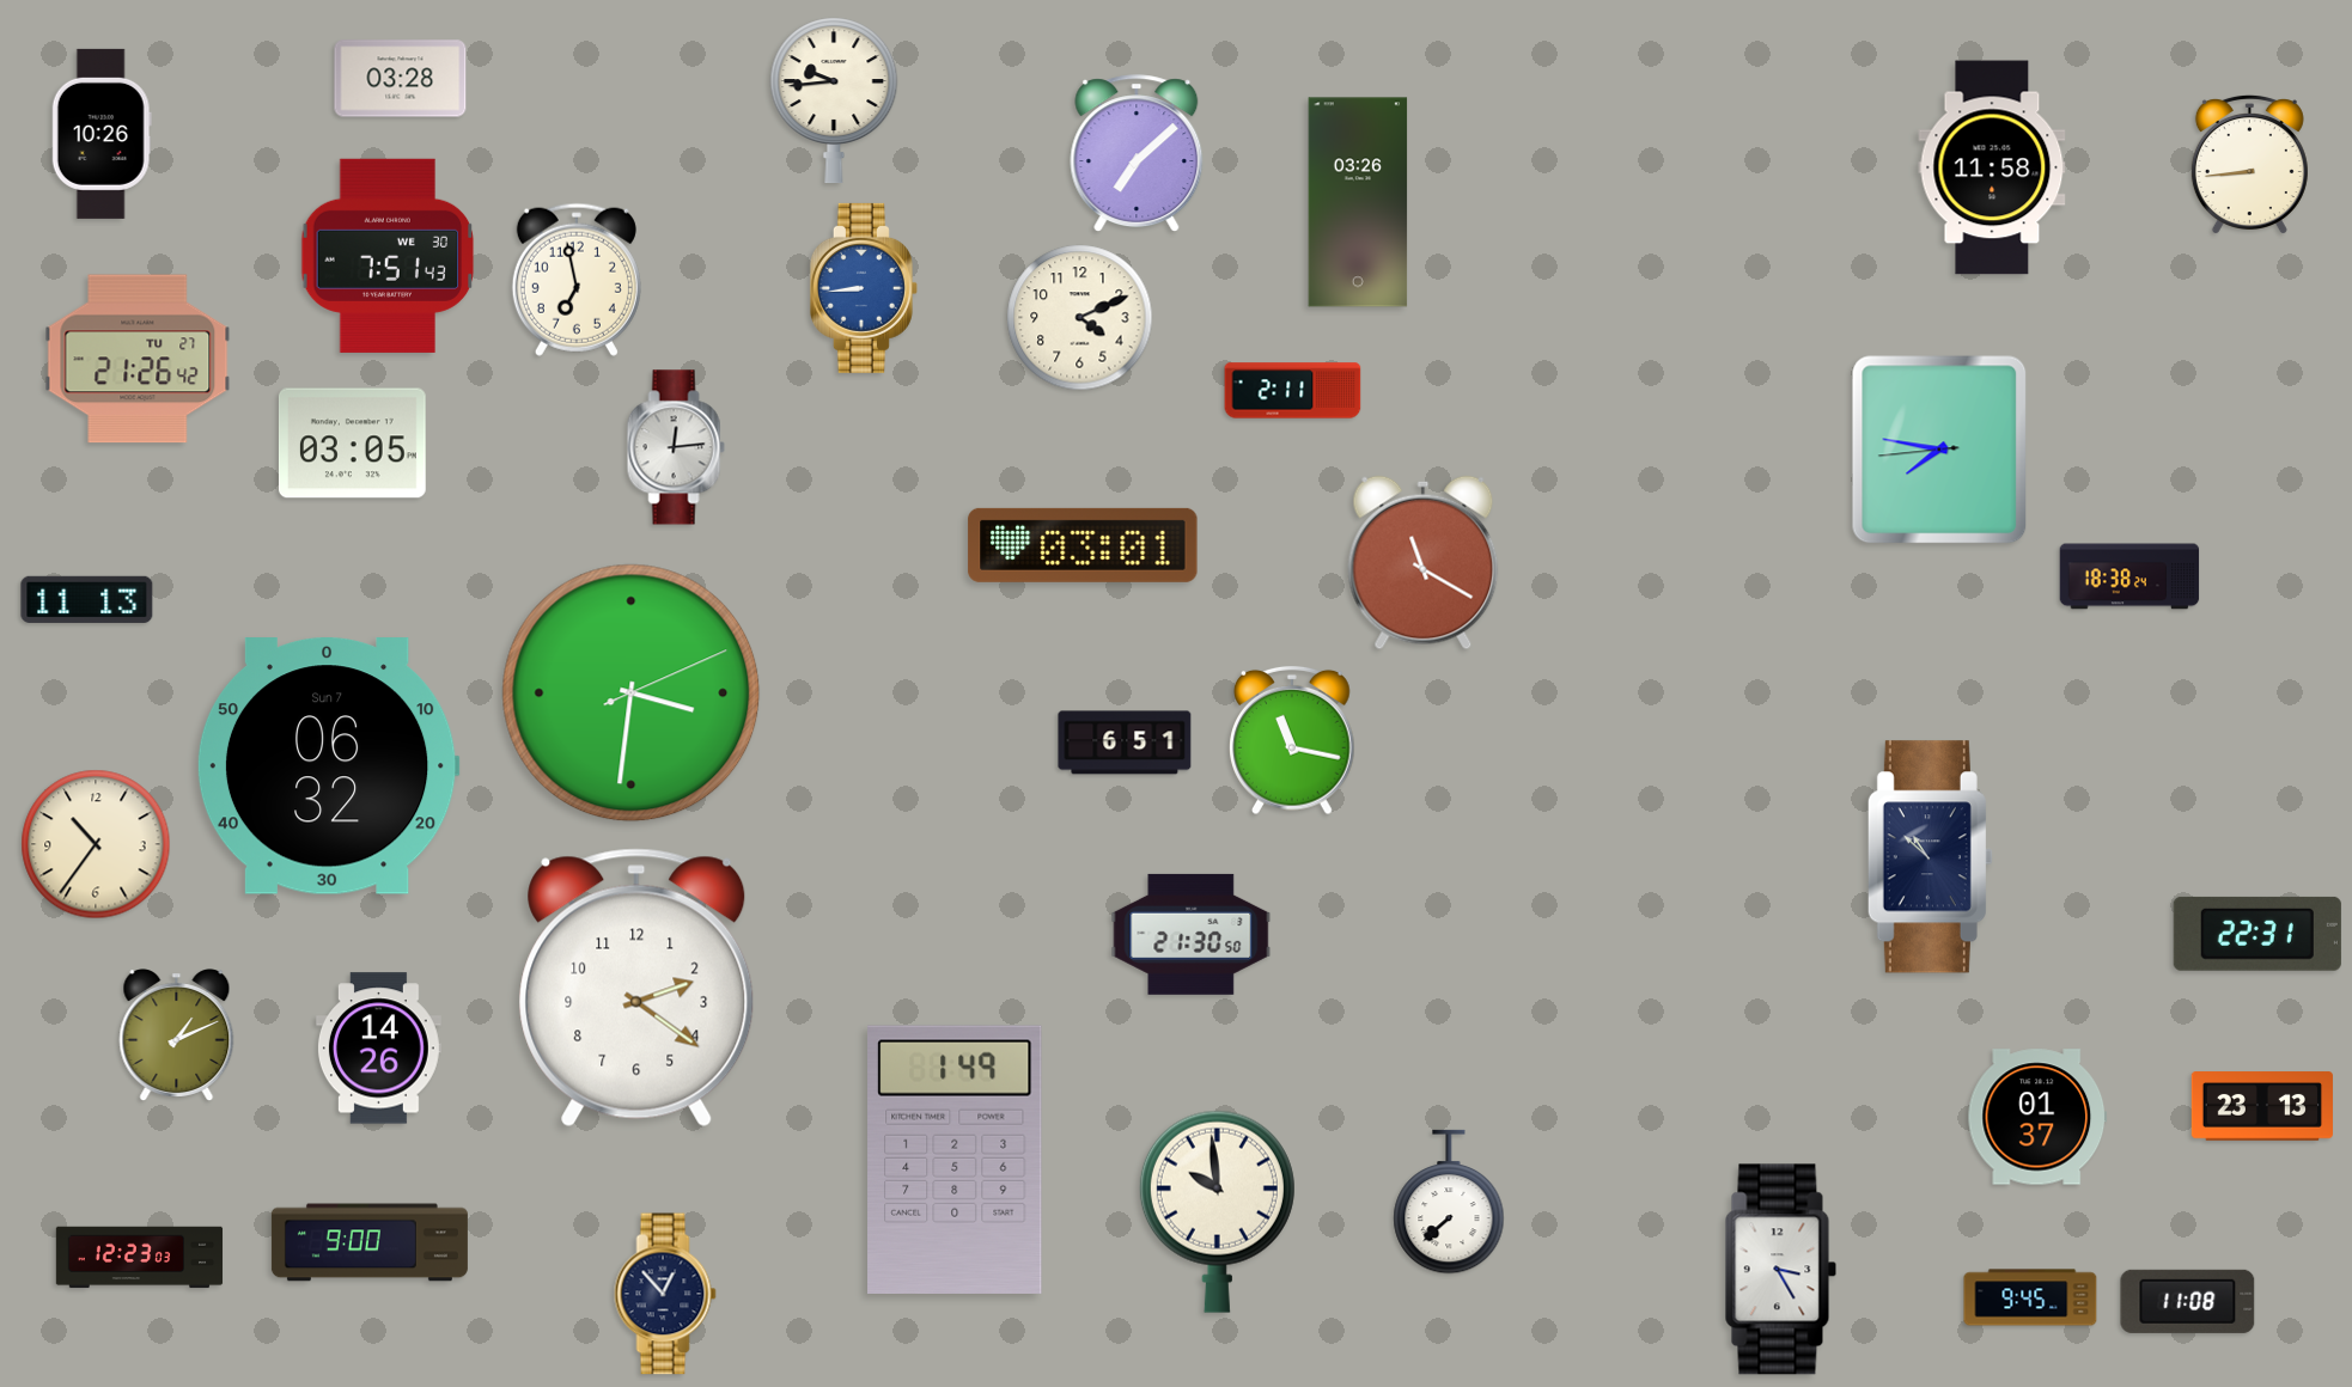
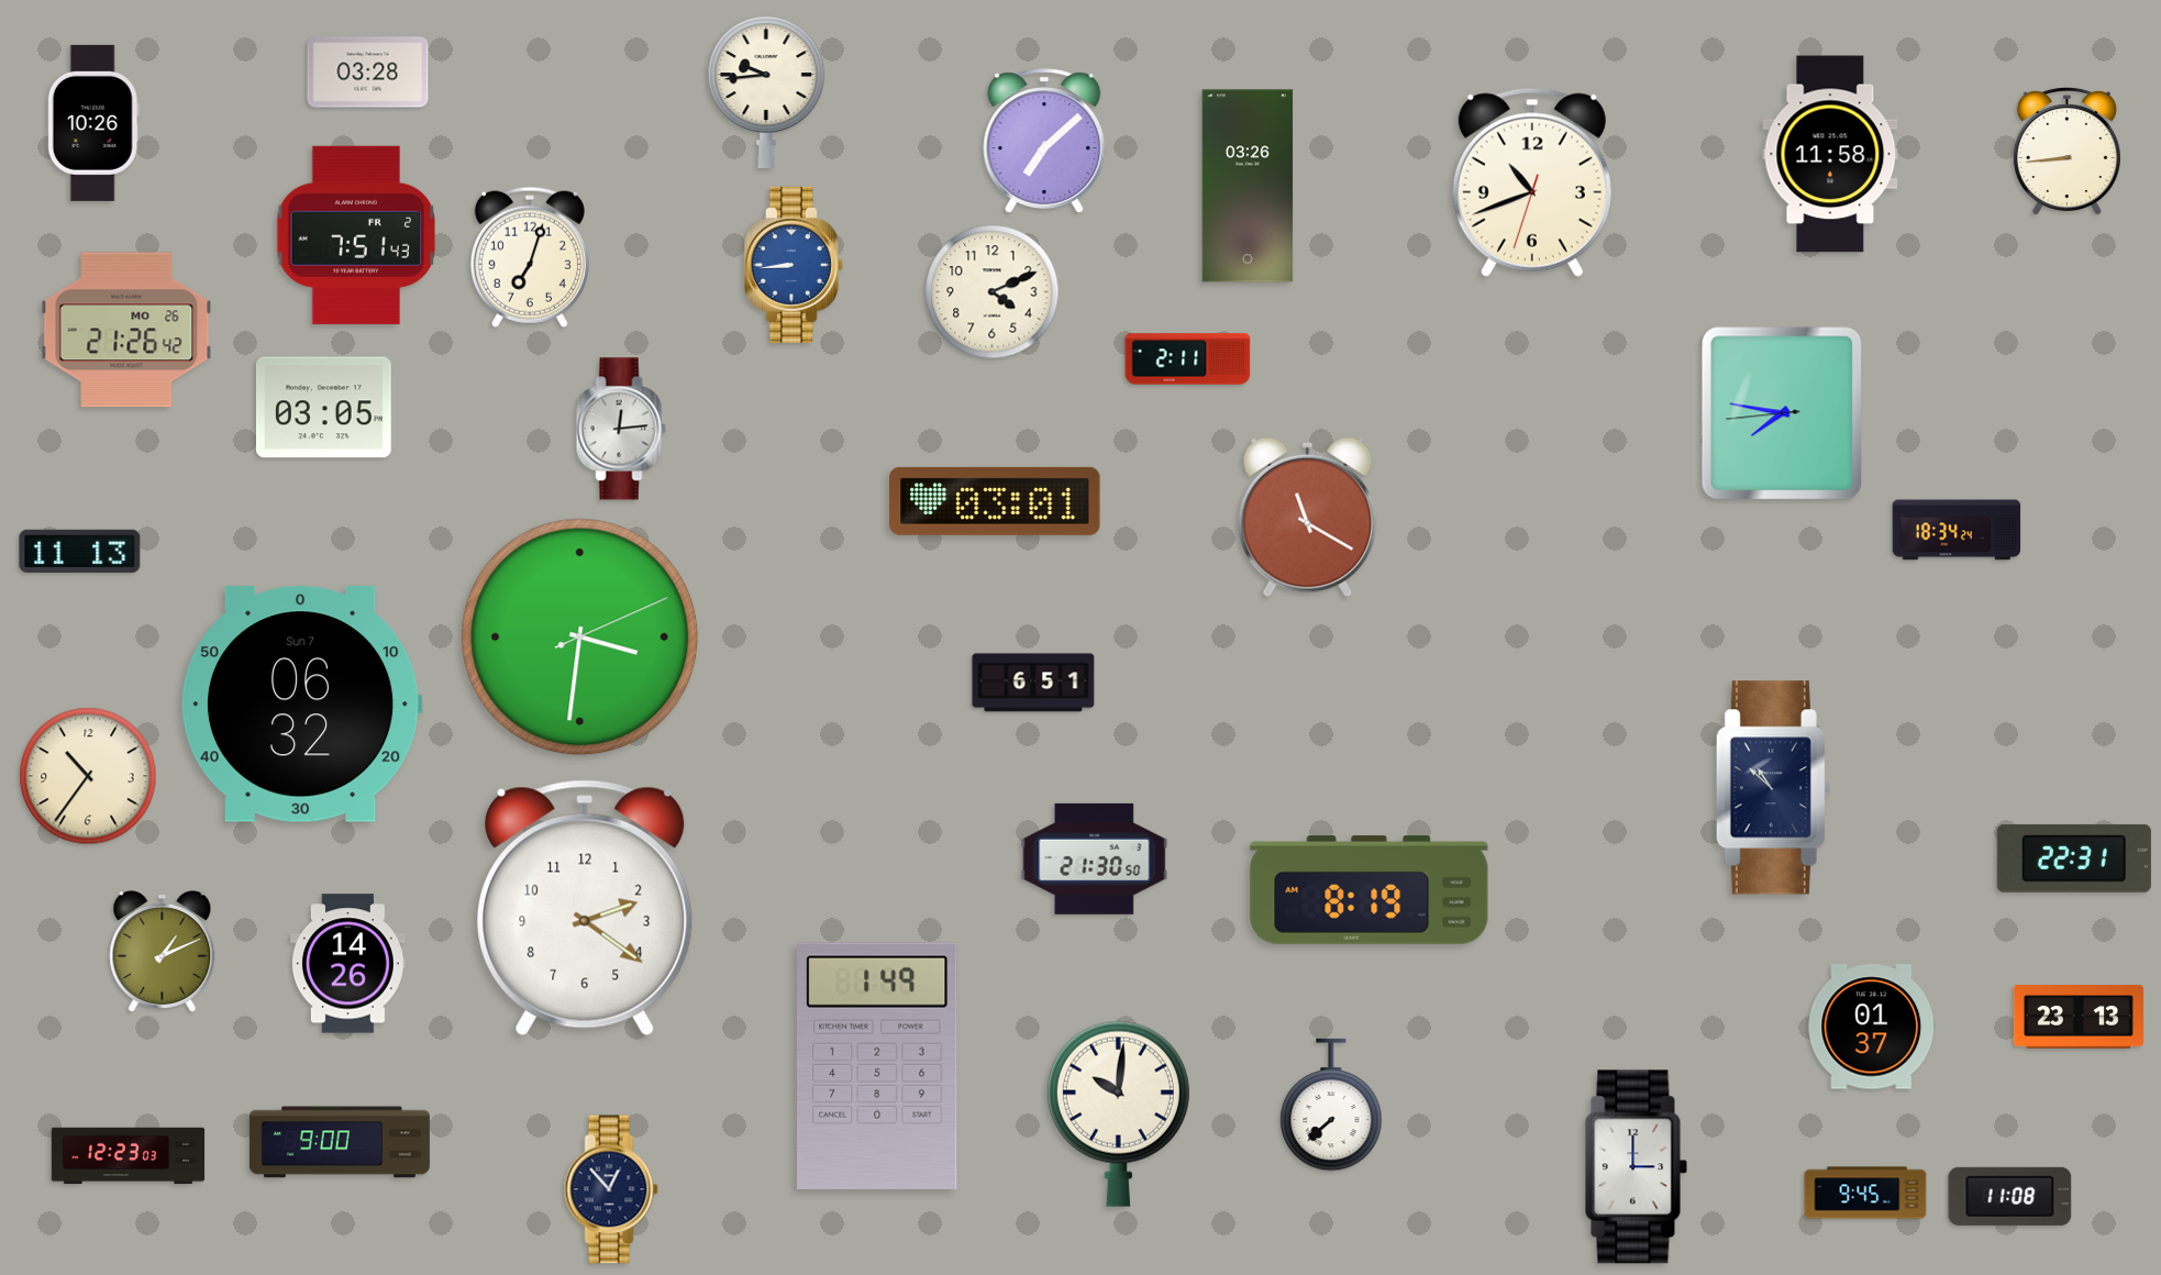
clock at (1532, 182): none -> 10:41
clock at (388, 256) date: WE 30 -> FR 2
clock at (577, 280): 6:58 -> 7:03
clock at (138, 359) date: TU 27 -> MO 26
clock at (676, 447) position: (676, 447) -> (621, 429)
clock at (2129, 576): 18:38 -> 18:34
clock at (1293, 740): 11:17 -> none
clock at (1370, 890): none -> 8:19
clock at (1217, 1211): 9:59 -> 10:01
clock at (1781, 1270): 3:25 -> 3:00
